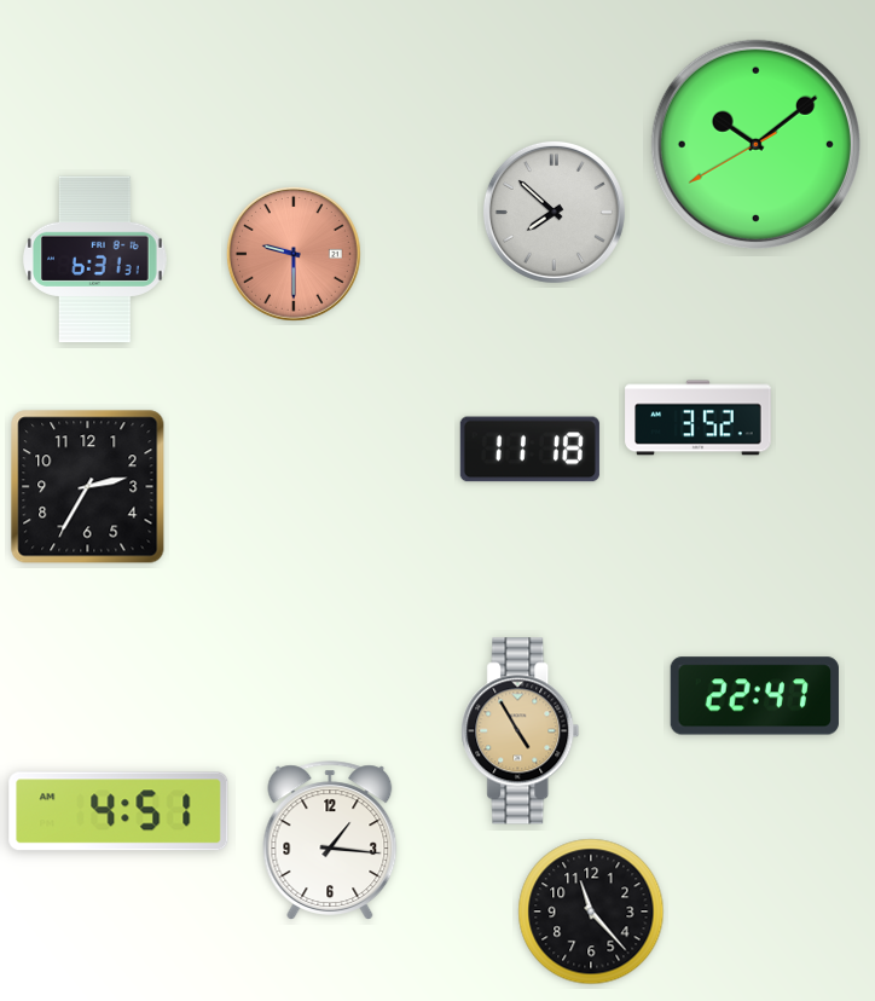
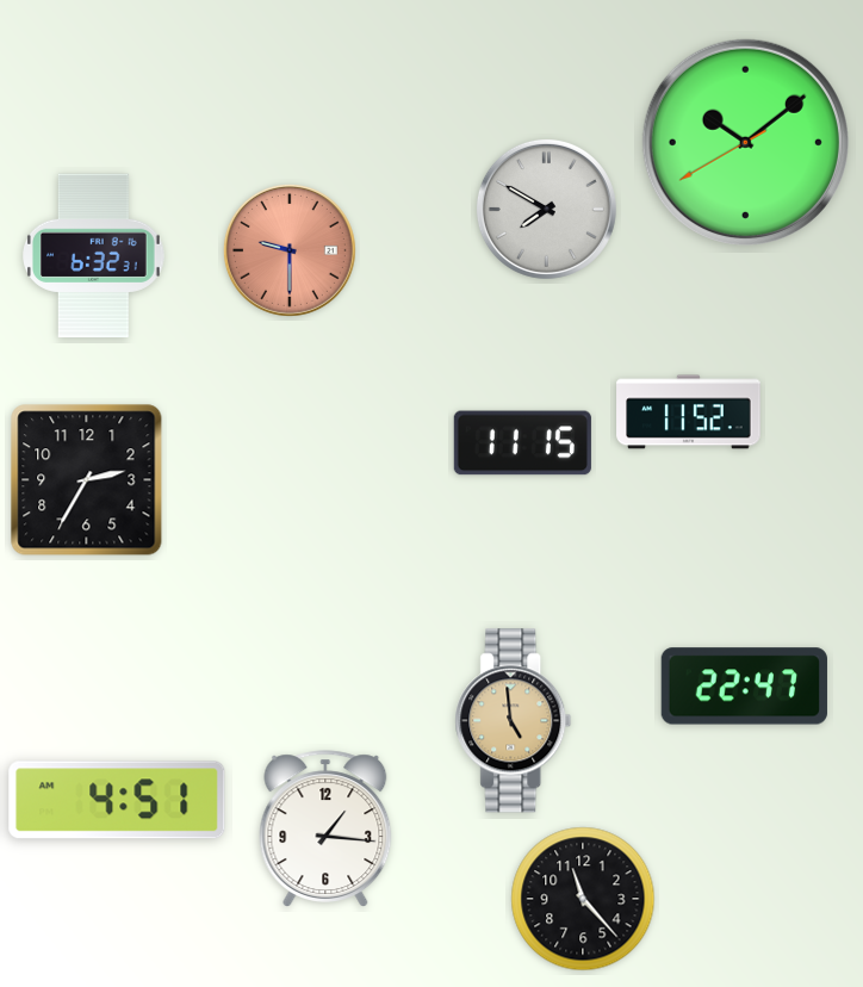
clock at (554, 212): 7:52 -> 7:50
clock at (95, 260): 6:31 -> 6:32
clock at (699, 418): 3:52 -> 11:52
clock at (529, 450): 11:18 -> 11:15
clock at (521, 731): 4:55 -> 4:59
